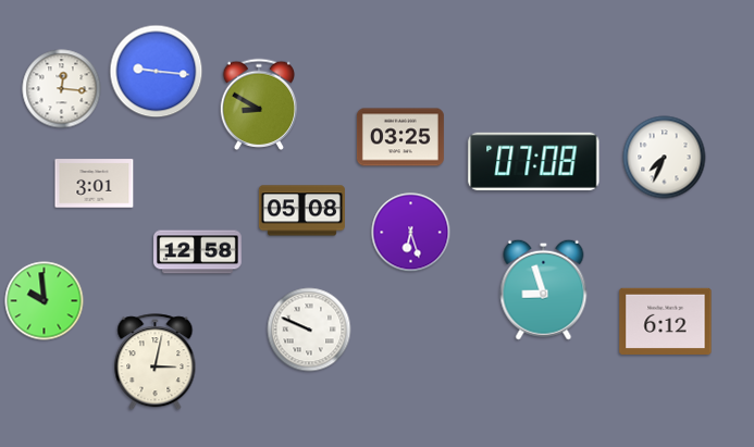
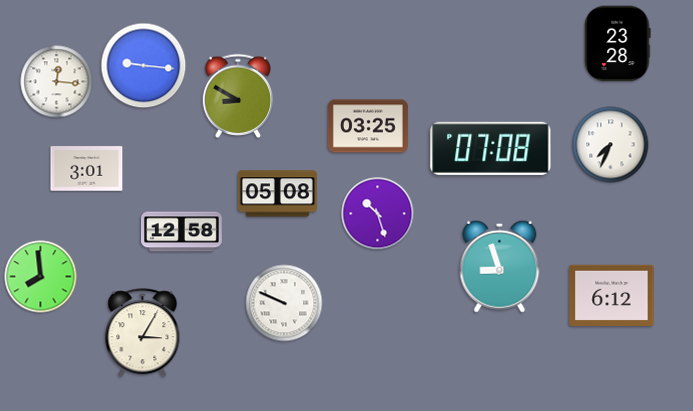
clock at (618, 44): none -> 23:28
clock at (411, 233): 6:27 -> 10:27
clock at (45, 301): 9:59 -> 7:59
clock at (156, 362): 3:02 -> 3:05
